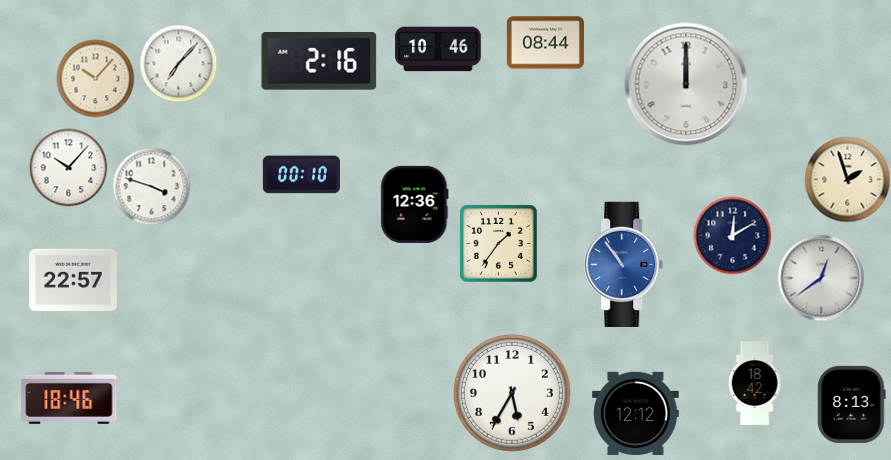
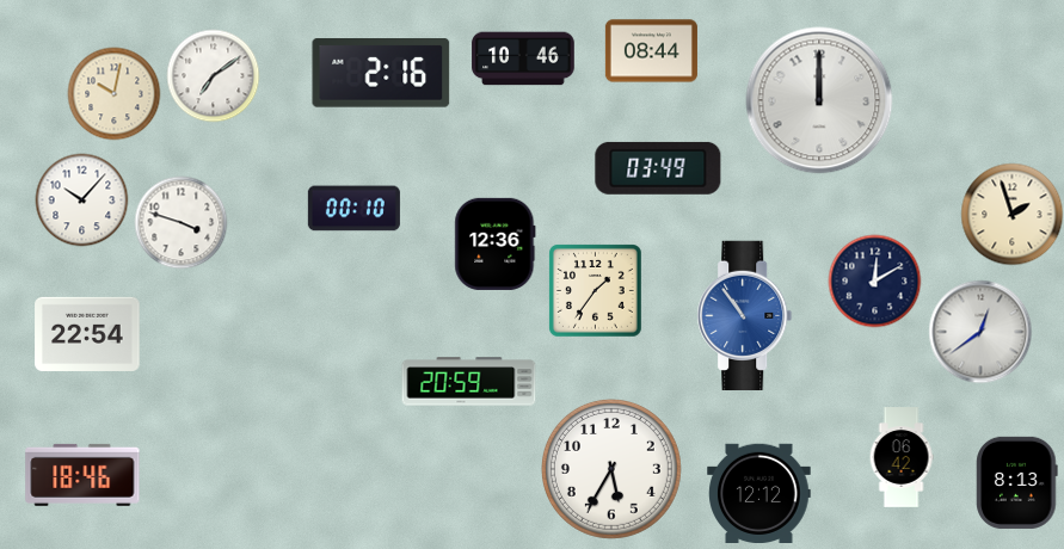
clock at (178, 63): 7:07 -> 7:09
clock at (95, 78): 10:07 -> 10:02
clock at (658, 168): none -> 03:49
clock at (301, 175) position: (301, 175) -> (353, 209)
clock at (73, 280): 22:57 -> 22:54
clock at (469, 382): none -> 20:59
clock at (755, 383): 18:42 -> 06:42
